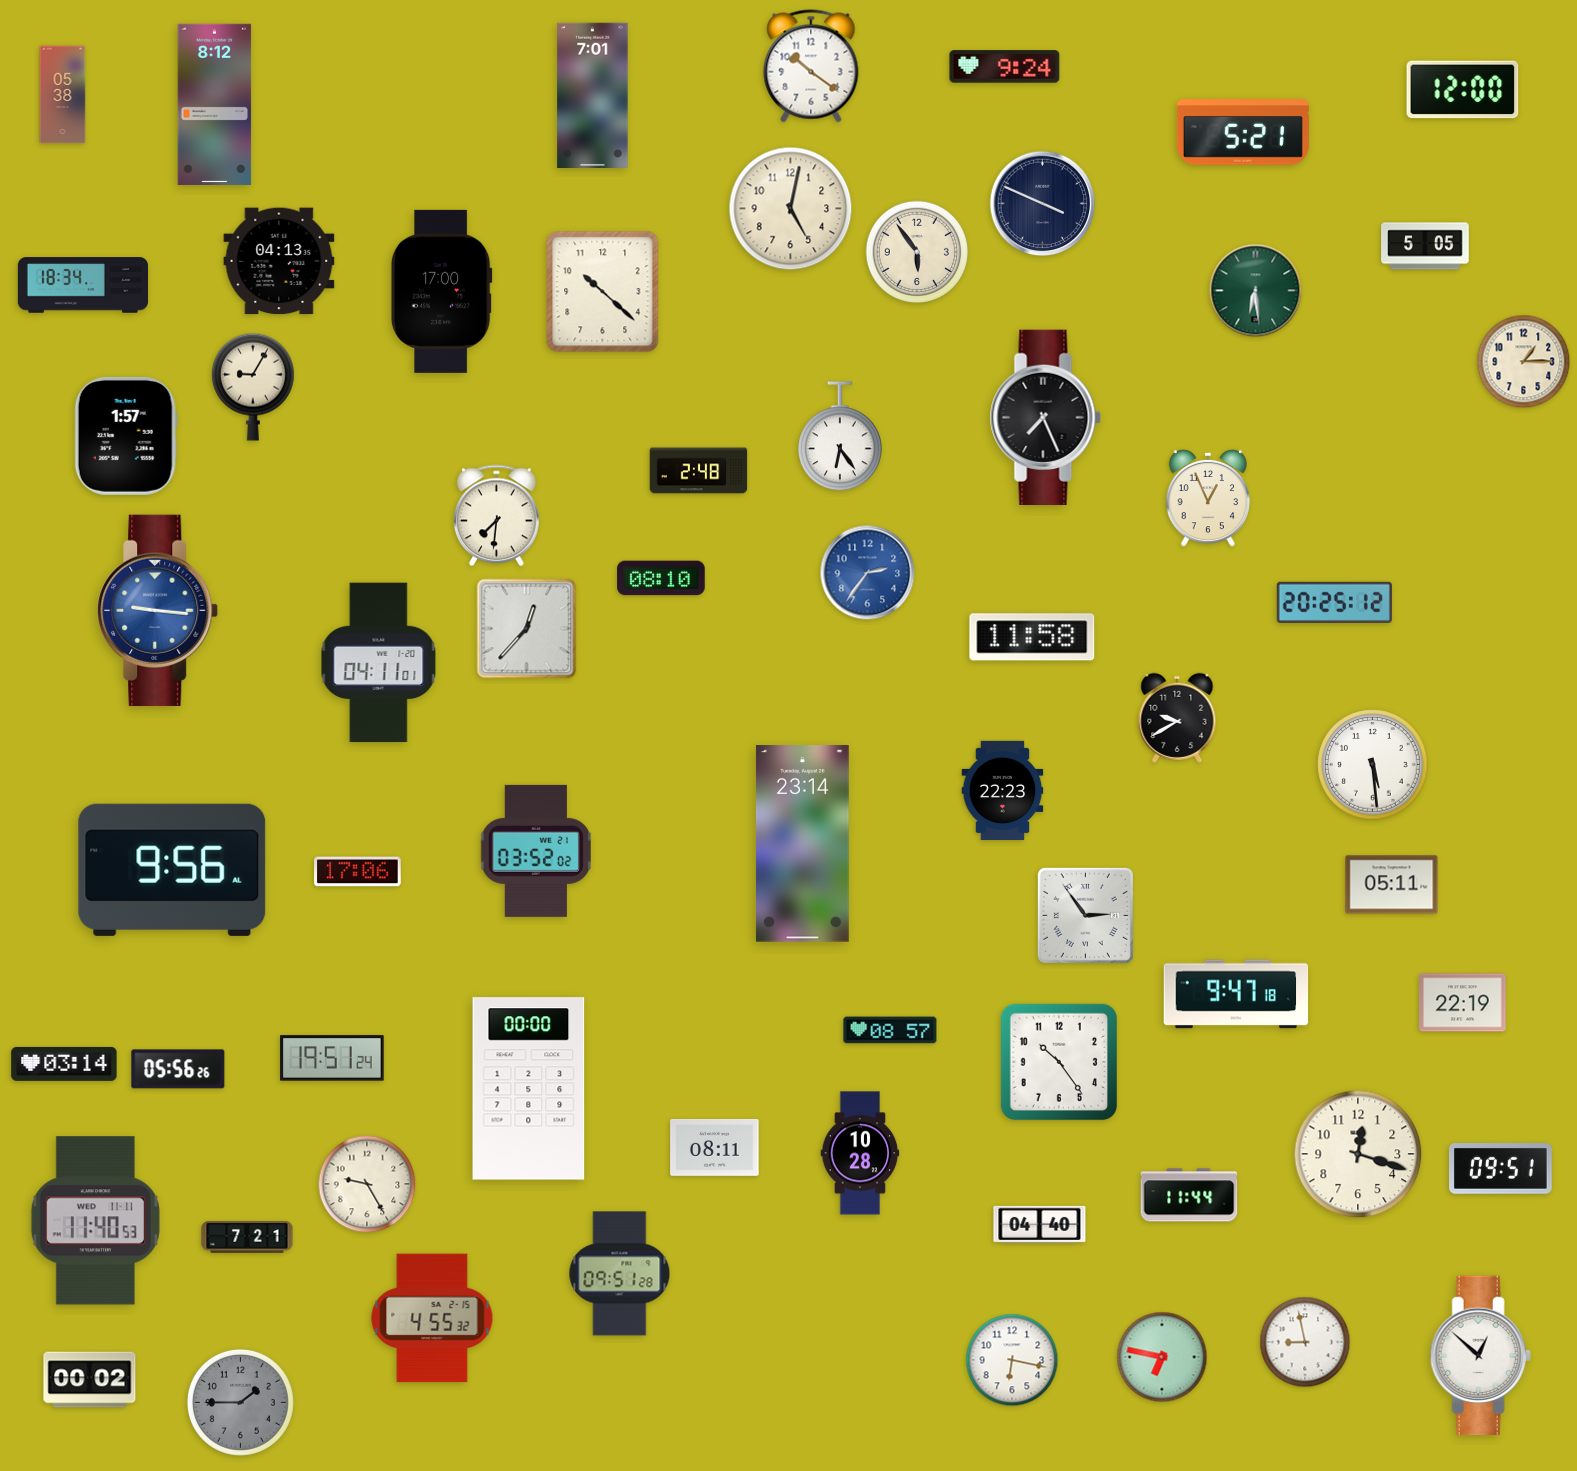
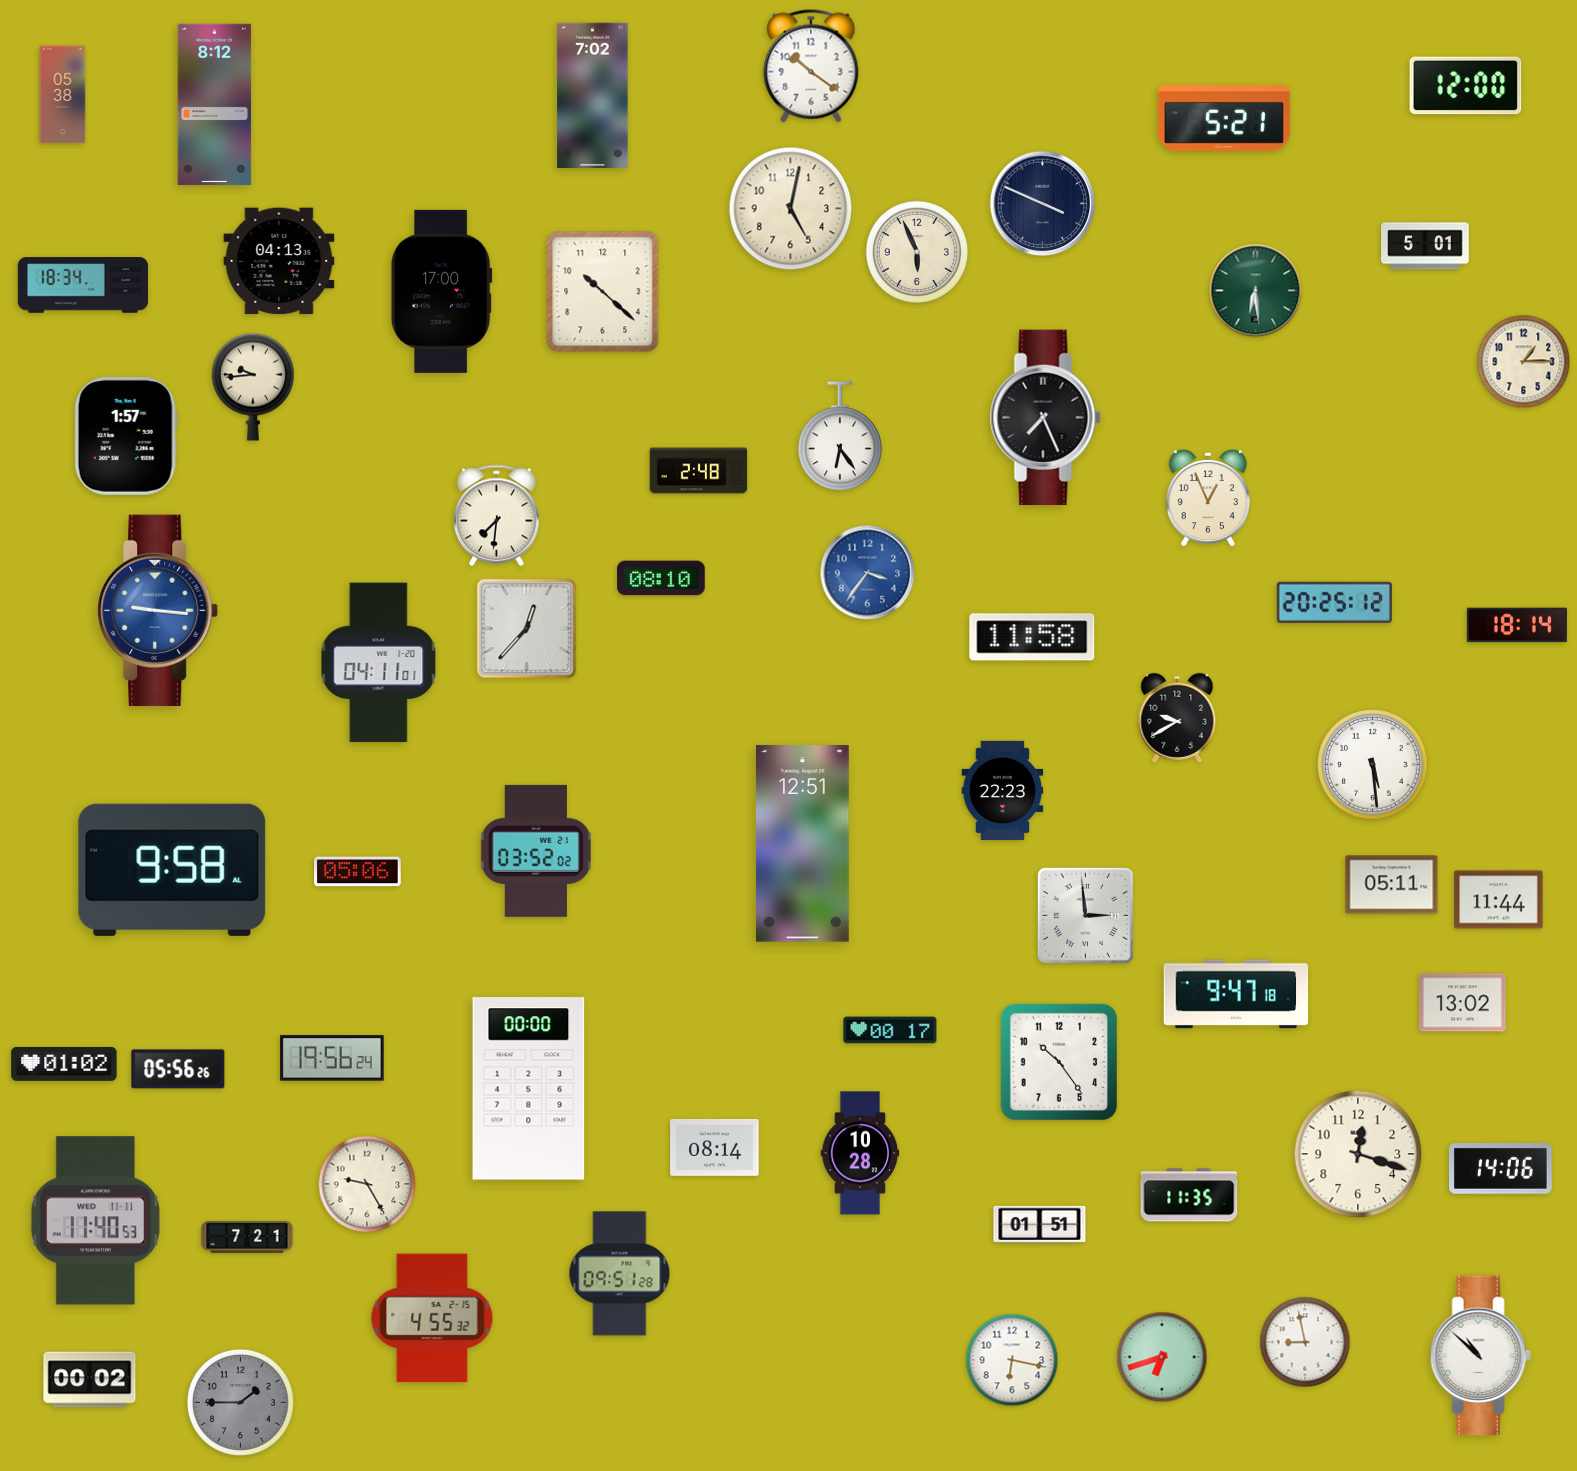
clock at (1005, 67): 9:24 -> none
clock at (1463, 90) position: (1463, 90) -> (1466, 86)
clock at (593, 95): 7:01 -> 7:02
clock at (1243, 133) position: (1243, 133) -> (1224, 119)
clock at (1425, 246): 5:05 -> 5:01
clock at (917, 252): 5:54 -> 5:56
clock at (253, 387): 9:05 -> 9:44
clock at (868, 573): 2:36 -> 3:36
clock at (1517, 625): none -> 18:14
clock at (802, 844): 23:14 -> 12:51
clock at (172, 870): 9:56 -> 9:58
clock at (358, 872): 17:06 -> 05:06
clock at (1499, 900): none -> 11:44
clock at (1085, 915): 2:54 -> 2:59
clock at (1463, 1003): 22:19 -> 13:02
clock at (890, 1030): 08:57 -> 00:17
clock at (332, 1058): 19:51 -> 19:56
clock at (64, 1064): 03:14 -> 01:02
clock at (715, 1148): 08:11 -> 08:14
clock at (1501, 1169): 09:51 -> 14:06
clock at (1189, 1195): 11:44 -> 11:35
clock at (1040, 1224): 04:40 -> 01:51
clock at (1480, 1356): 12:52 -> 10:52
clock at (1162, 1357): 6:47 -> 6:42
